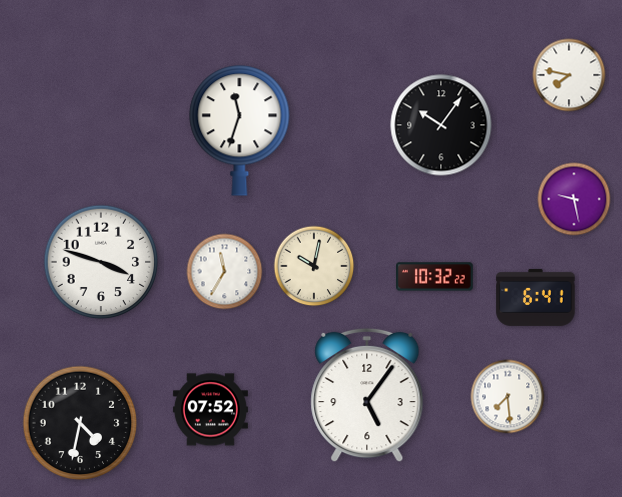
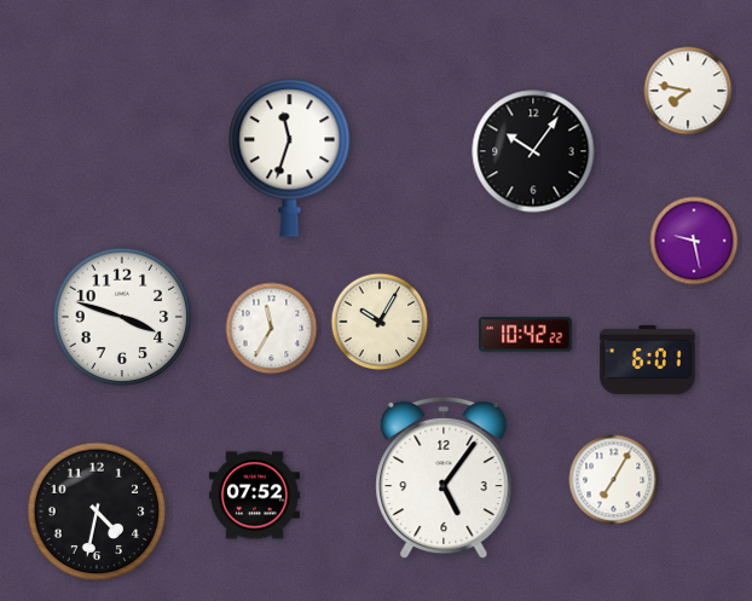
clock at (314, 266): 10:02 -> 10:05
clock at (435, 277): 10:32 -> 10:42
clock at (536, 297): 6:41 -> 6:01
clock at (508, 397): 7:29 -> 7:05
